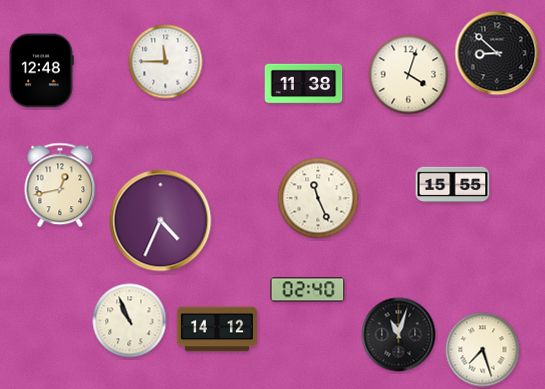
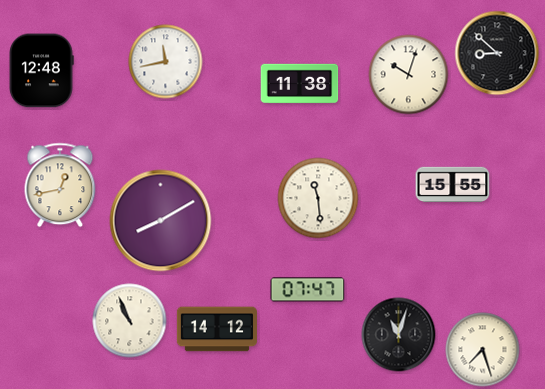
clock at (166, 62): 11:45 -> 11:43
clock at (409, 75): 4:03 -> 10:03
clock at (304, 84) position: (304, 84) -> (300, 84)
clock at (318, 198): 11:26 -> 11:29
clock at (161, 221): 4:34 -> 8:10
clock at (308, 290): 02:40 -> 07:47
